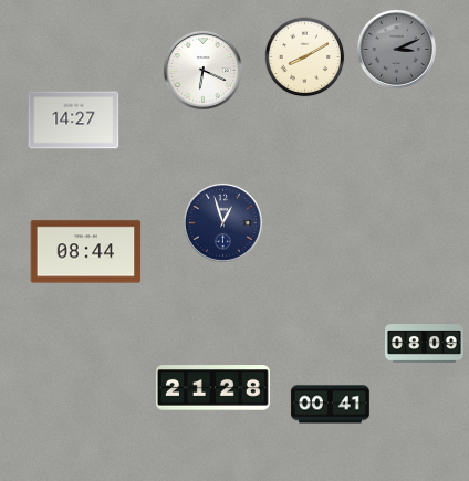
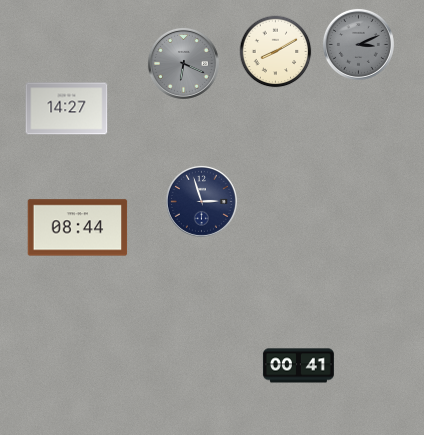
clock at (202, 70) dial: white -> grey
clock at (222, 222): 12:57 -> 2:57
clock at (424, 344): 08:09 -> none
clock at (212, 388): 21:28 -> none
